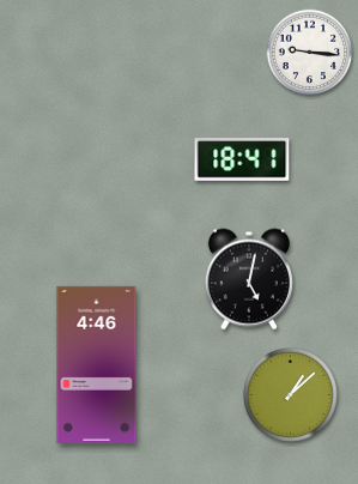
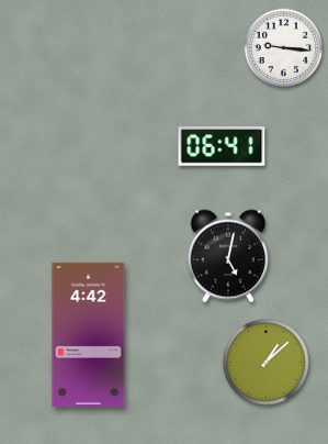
clock at (242, 159): 18:41 -> 06:41
clock at (97, 364): 4:46 -> 4:42
